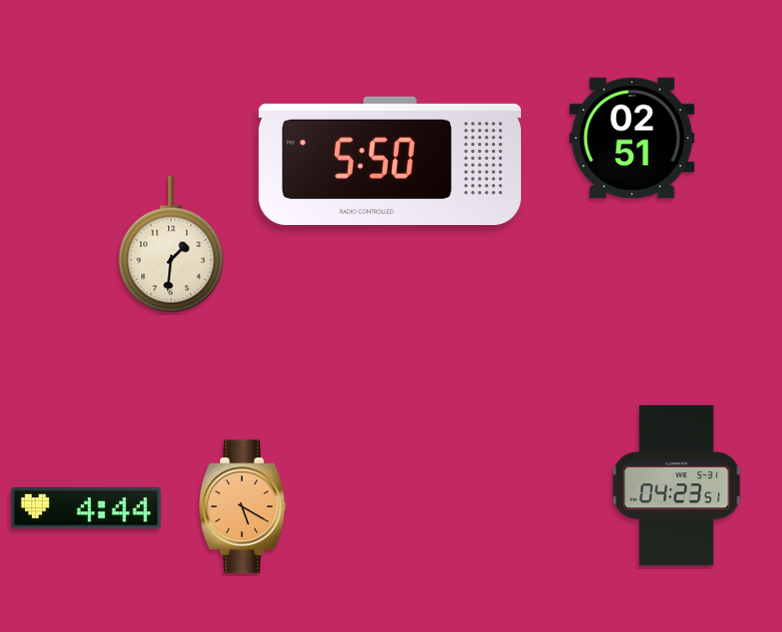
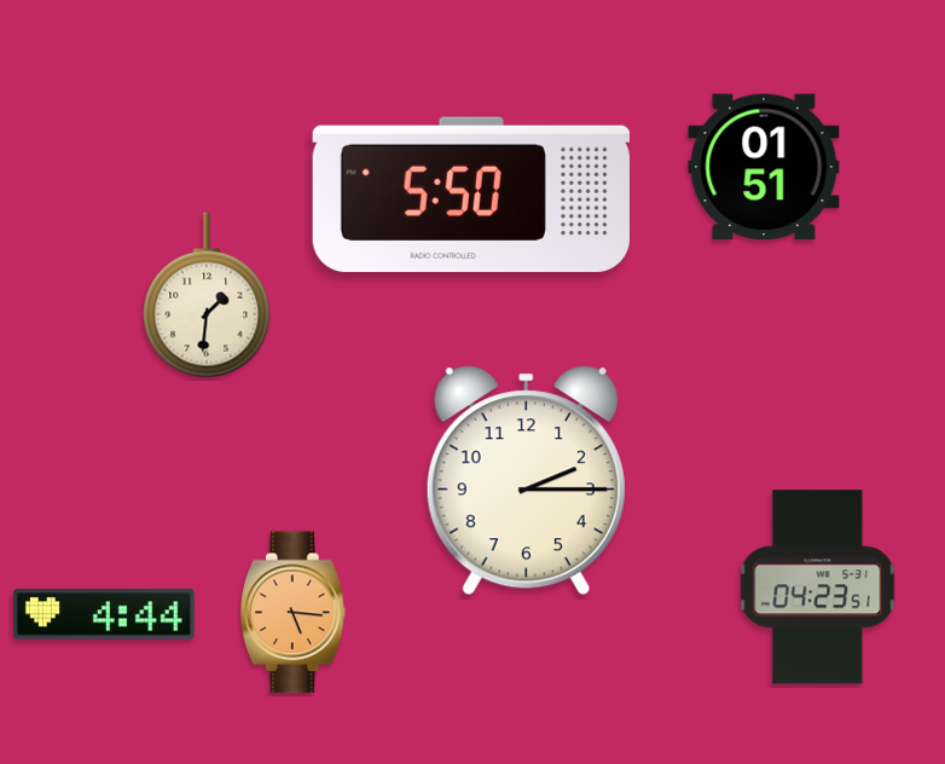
clock at (632, 138): 02:51 -> 01:51
clock at (526, 481): none -> 2:15
clock at (243, 507): 5:20 -> 5:16
